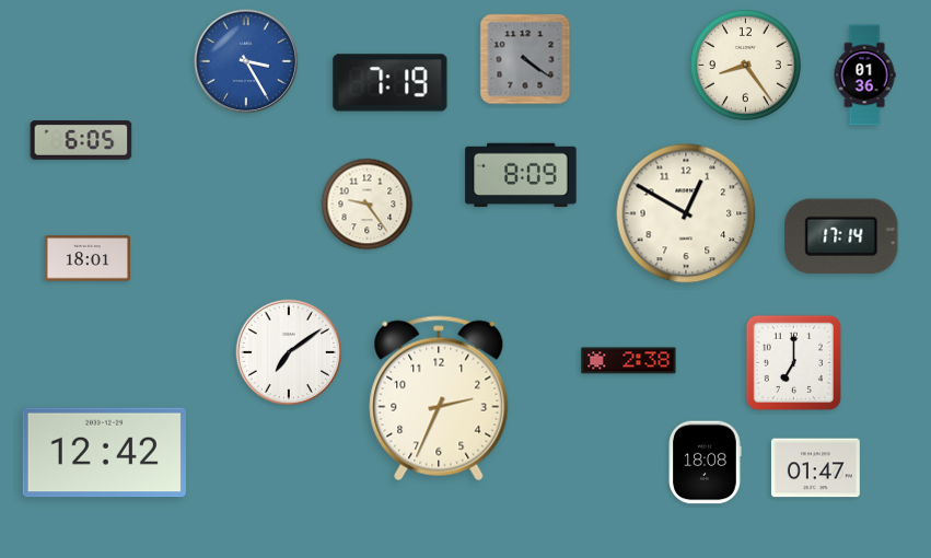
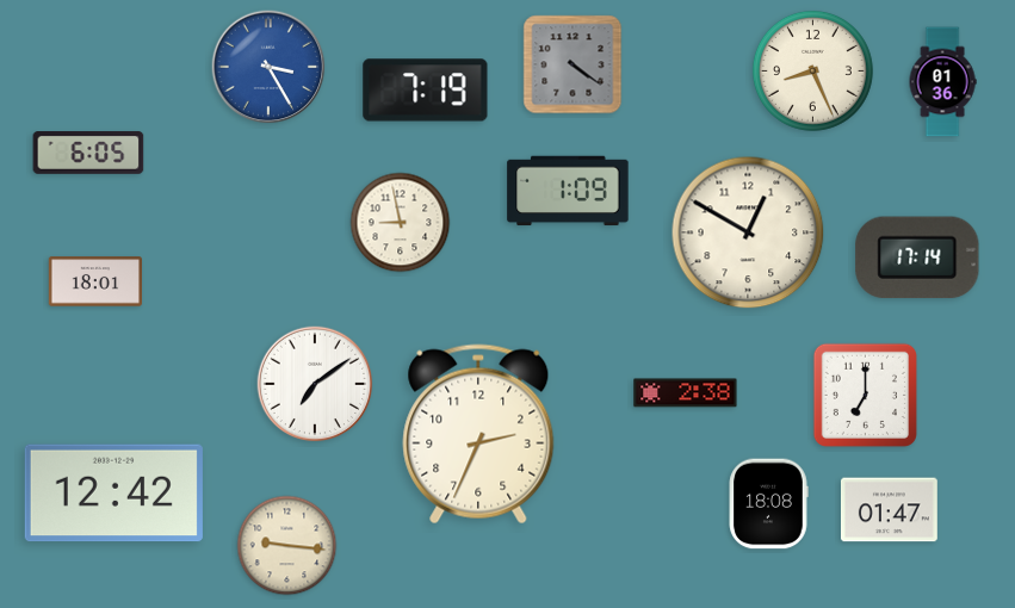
clock at (745, 65): 8:24 -> 8:26
clock at (521, 175): 8:09 -> 1:09
clock at (368, 205): 9:24 -> 8:58
clock at (287, 546): none -> 9:16
